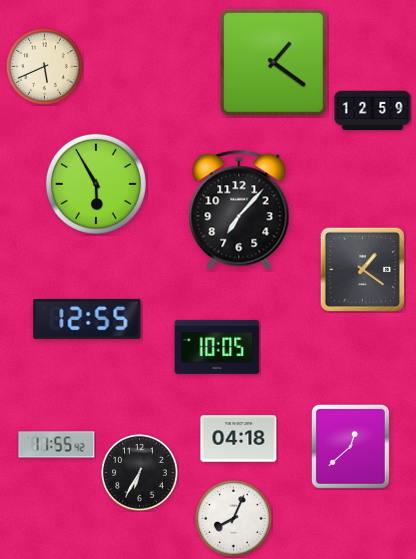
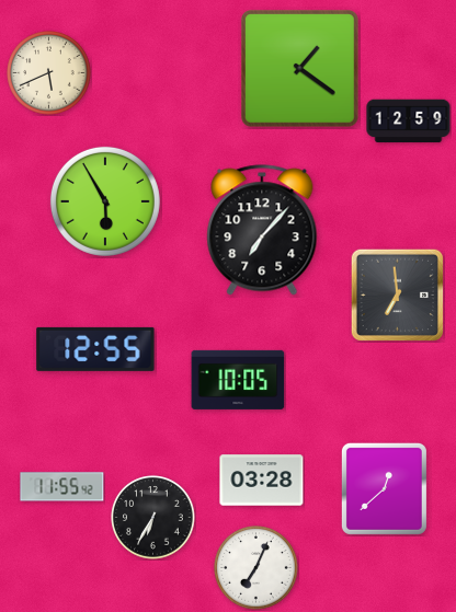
clock at (362, 269): 1:21 -> 6:59
clock at (239, 439): 04:18 -> 03:28
clock at (234, 519): 8:04 -> 7:04
